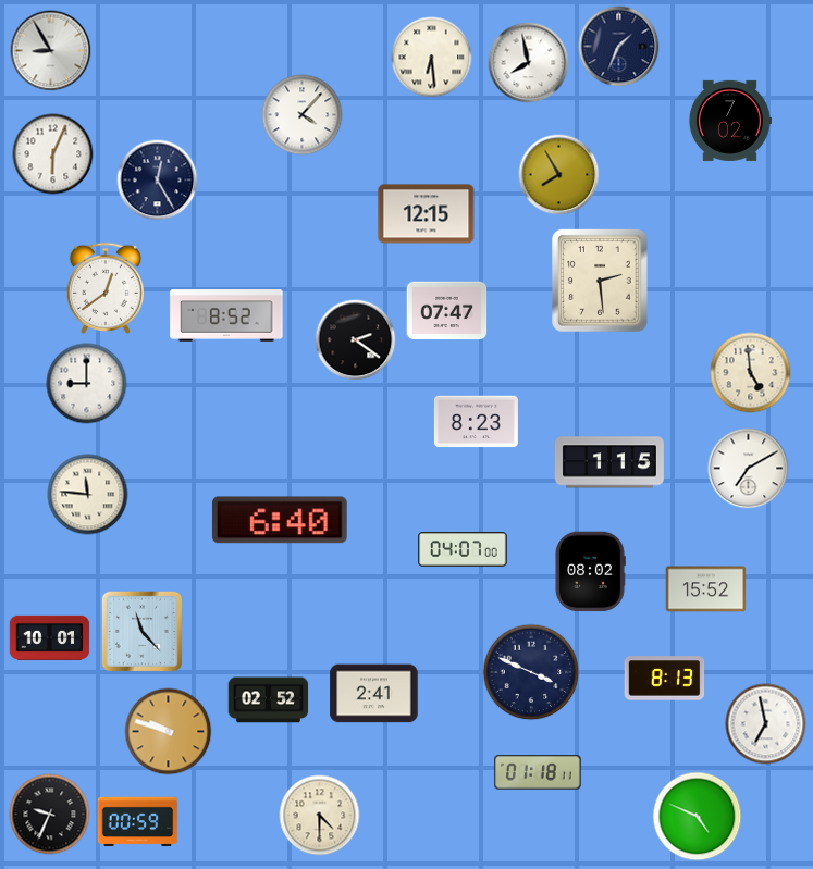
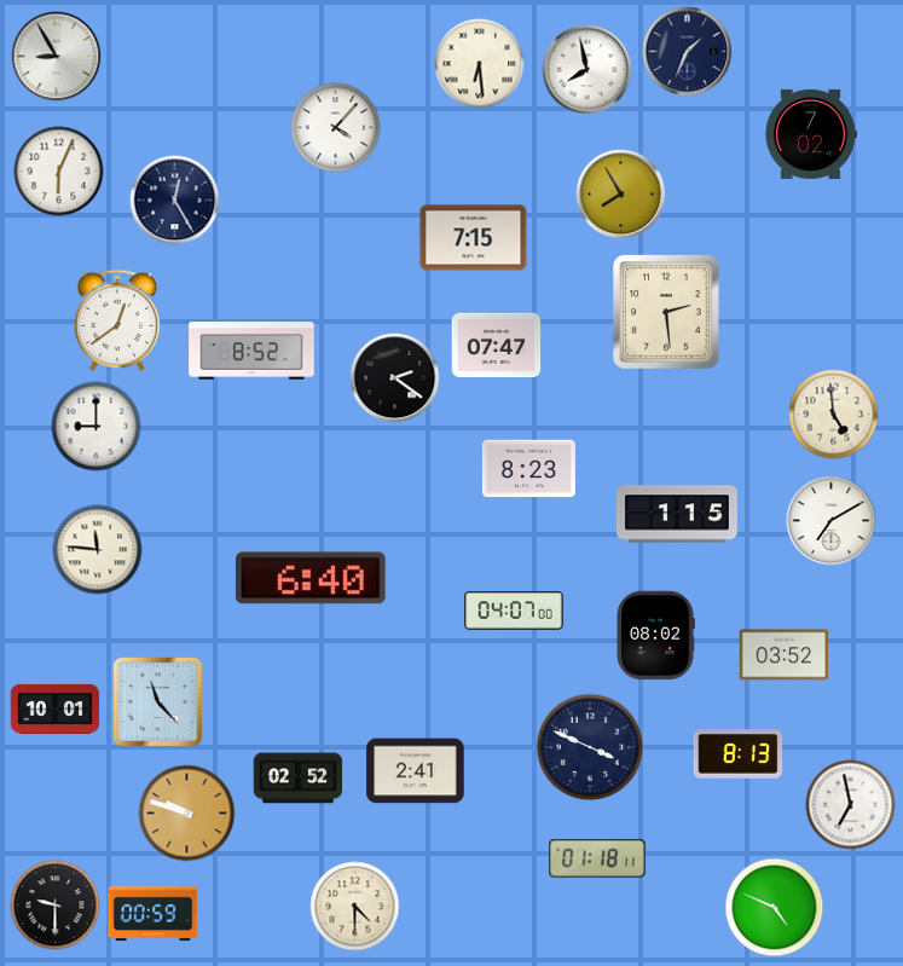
clock at (427, 214): 12:15 -> 7:15
clock at (706, 589): 15:52 -> 03:52
clock at (50, 815): 9:34 -> 9:30
